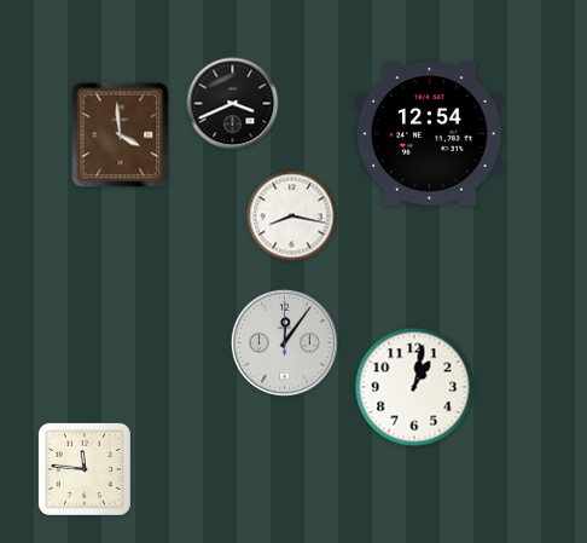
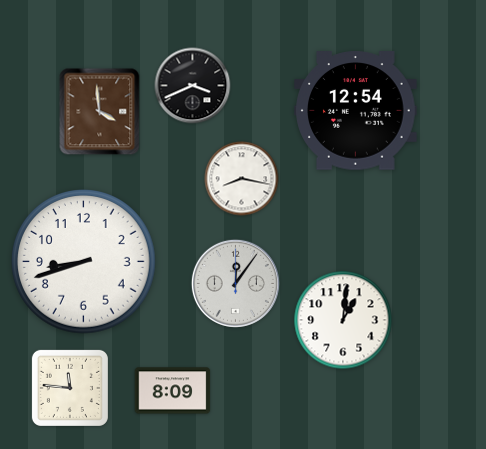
clock at (84, 262): none -> 8:42
clock at (414, 387): 1:02 -> 1:01
clock at (173, 391): none -> 8:09
